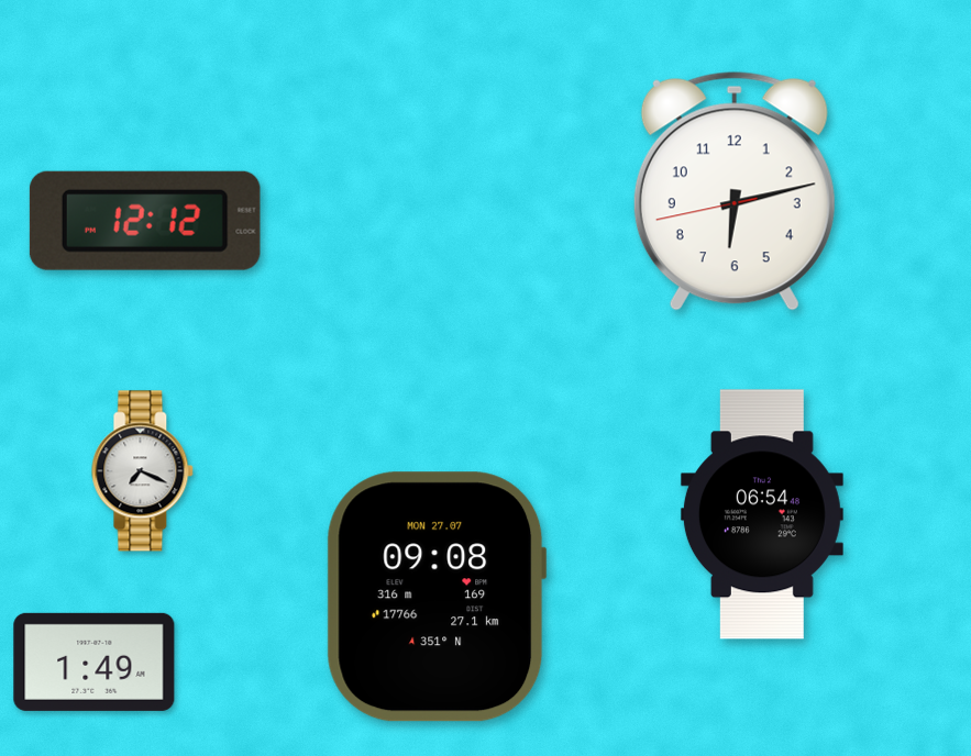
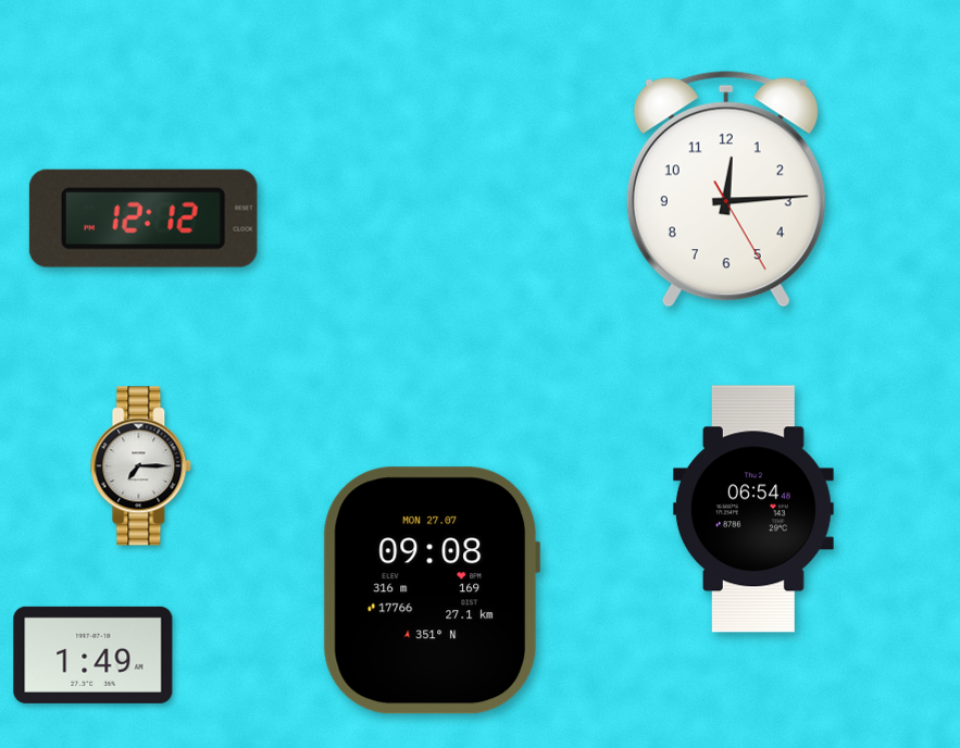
clock at (735, 191): 6:12 -> 12:14
clock at (143, 471): 7:19 -> 7:15
